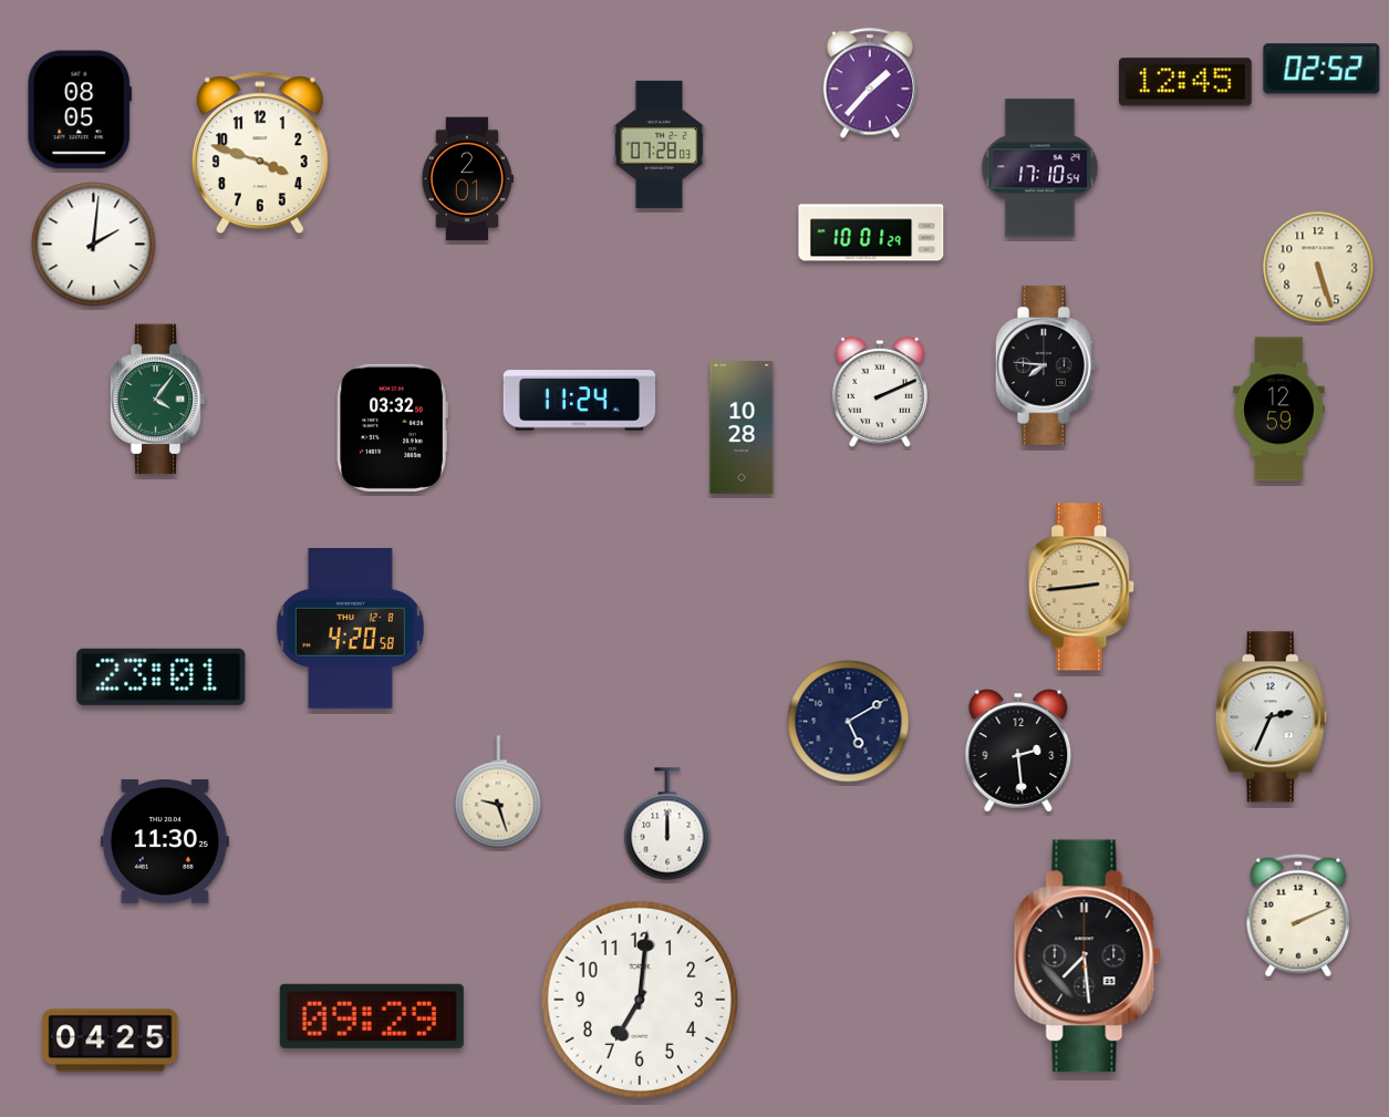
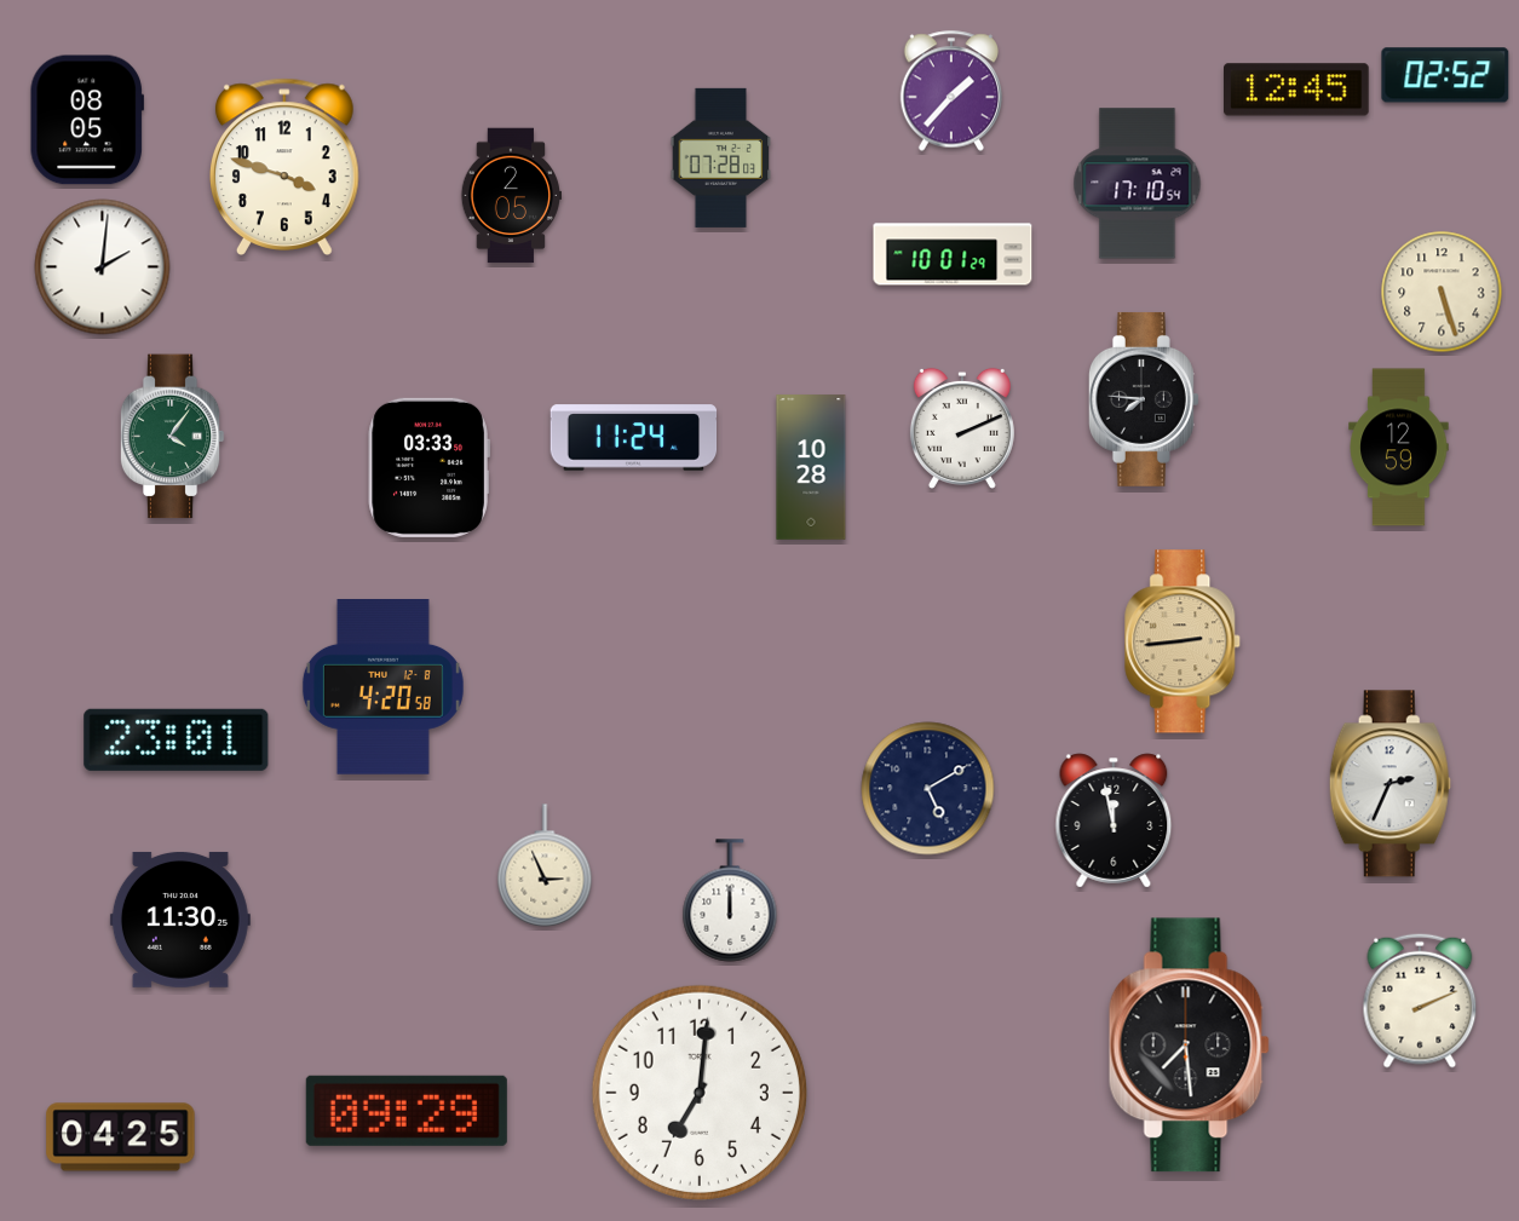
clock at (467, 179): 2:01 -> 2:05
clock at (392, 427): 03:32 -> 03:33
clock at (1018, 751): 2:29 -> 11:58
clock at (498, 792): 9:27 -> 2:56
